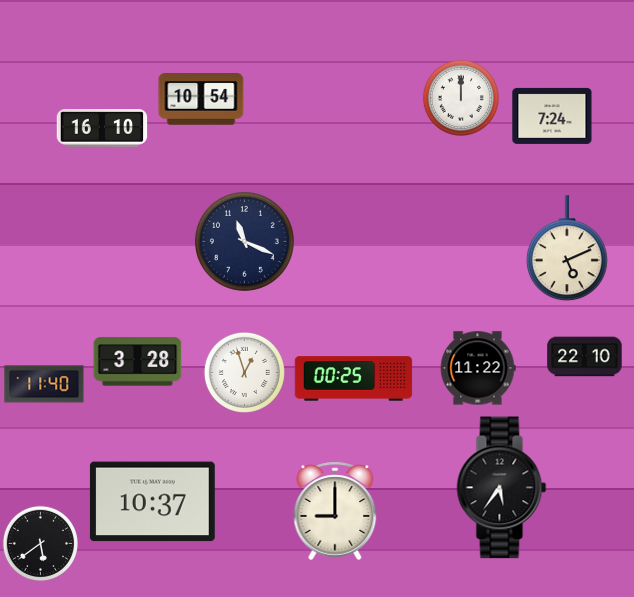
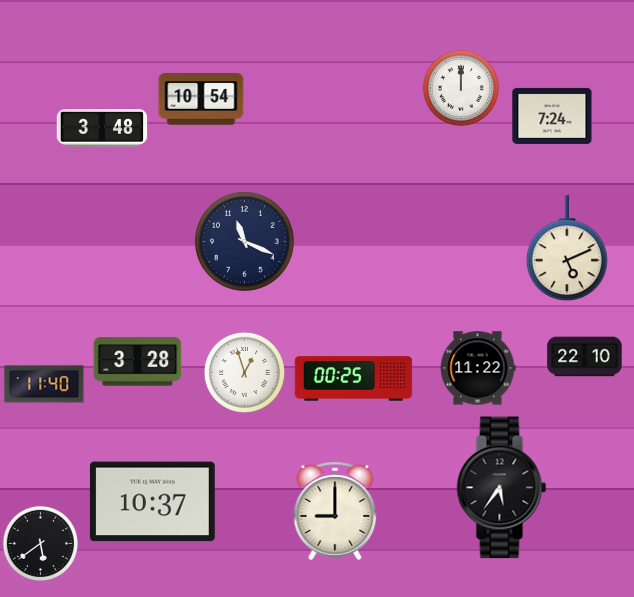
clock at (460, 97) position: (460, 97) -> (460, 87)
clock at (102, 128): 16:10 -> 3:48
